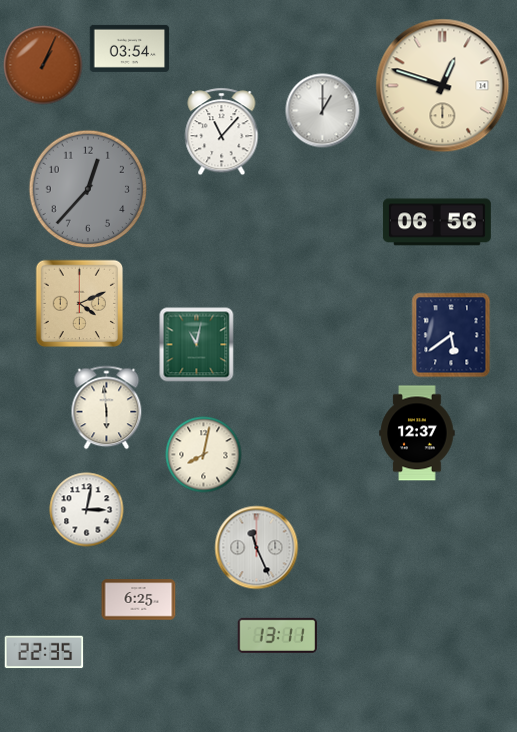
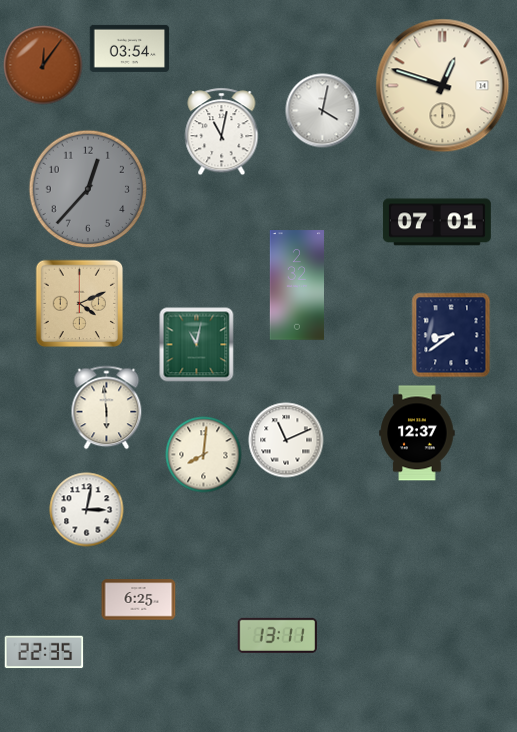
clock at (43, 65): 1:04 -> 12:06
clock at (323, 111): 1:00 -> 4:02
clock at (222, 132): 11:07 -> 11:02
clock at (437, 222): 06:56 -> 07:01
clock at (297, 285): none -> 2:32
clock at (451, 335): 5:39 -> 8:39
clock at (286, 440): none -> 11:11
clock at (204, 455): 8:02 -> 8:01
clock at (257, 548): 11:26 -> none
